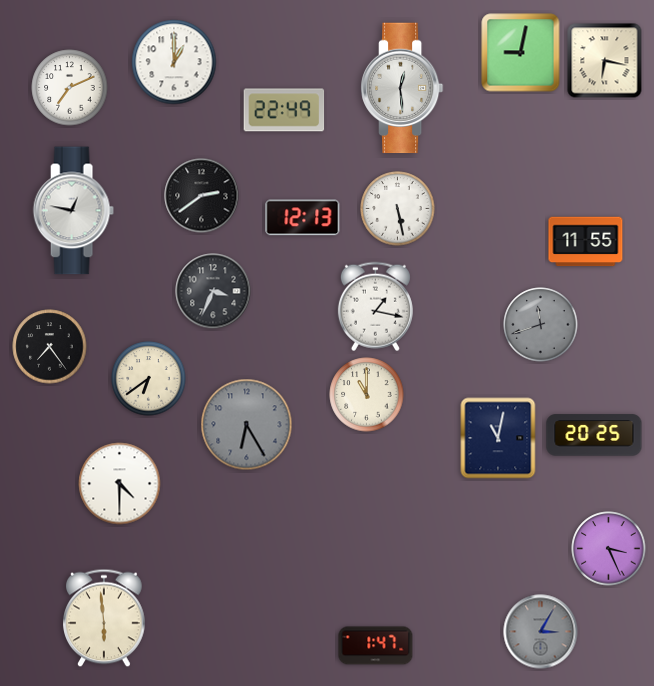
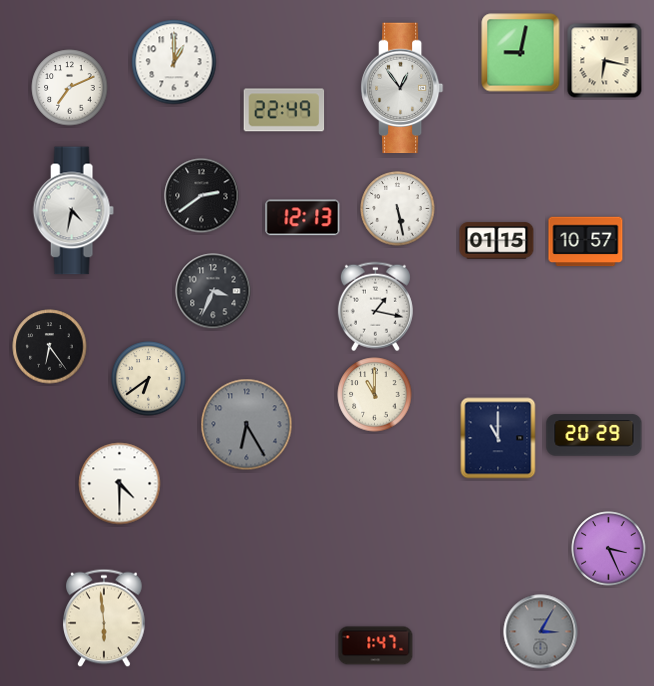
clock at (402, 88): 12:29 -> 12:54
clock at (73, 211): 12:47 -> 4:32
clock at (497, 241): none -> 01:15
clock at (586, 242): 11:55 -> 10:57
clock at (541, 325): 11:42 -> none
clock at (50, 347): 7:24 -> 6:24
clock at (367, 395) position: (367, 395) -> (375, 395)
clock at (594, 435): 20:25 -> 20:29
clock at (498, 438): 11:02 -> 11:00
